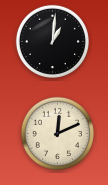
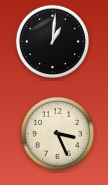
clock at (57, 133): 12:11 -> 3:26
